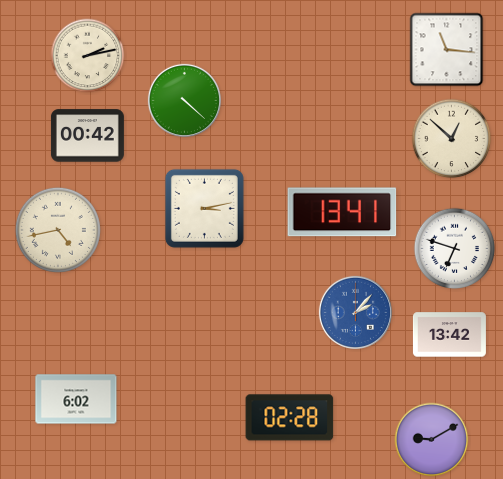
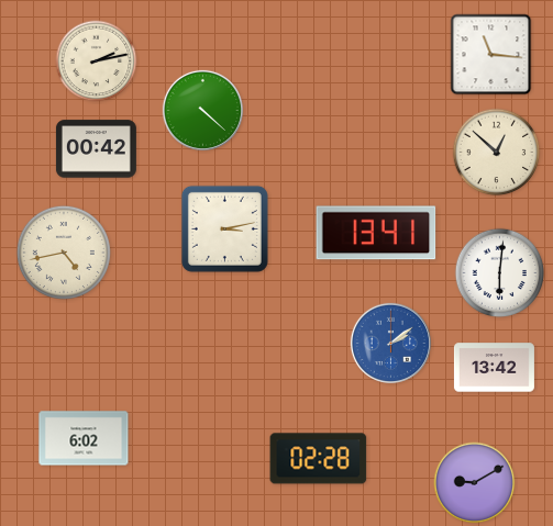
clock at (455, 249): 6:48 -> 6:01
clock at (355, 312): 2:07 -> 2:09
